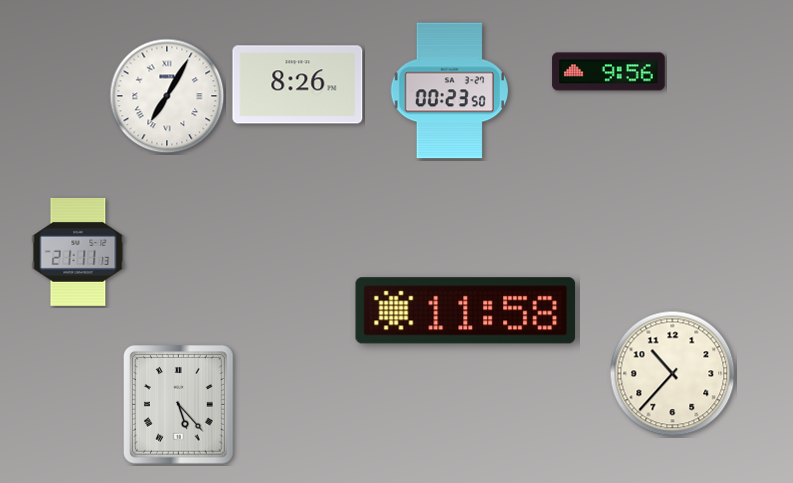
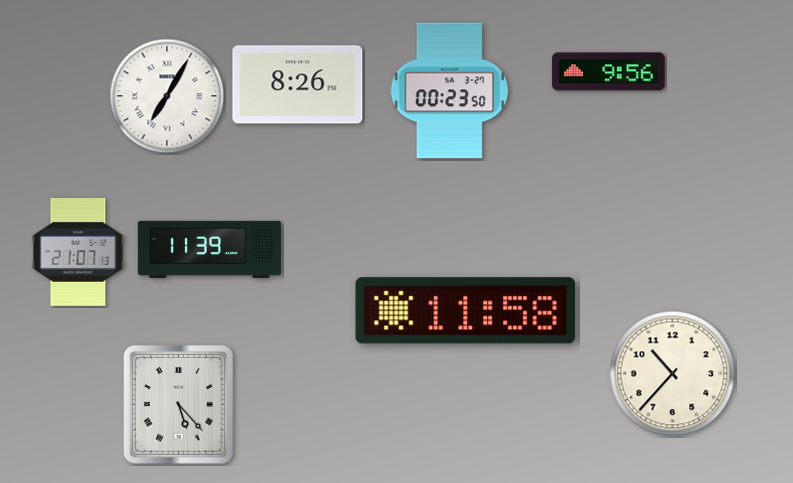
clock at (209, 249): none -> 11:39
clock at (78, 252): 21:11 -> 21:07
